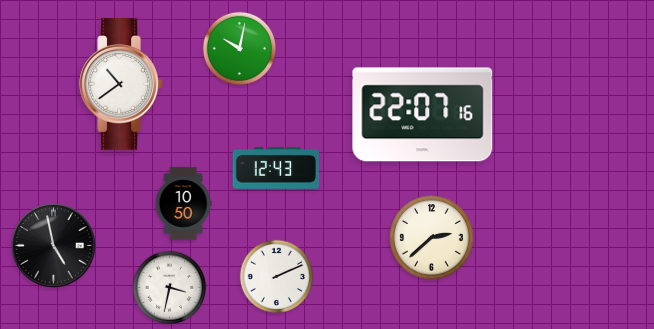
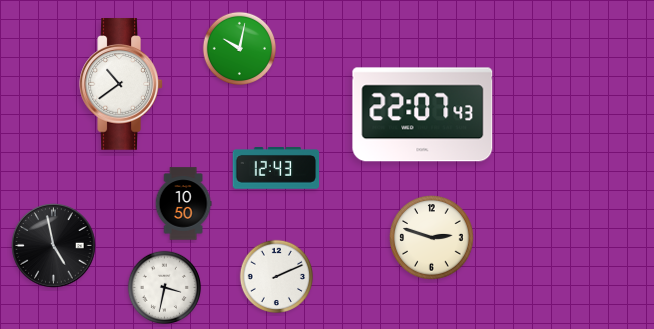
clock at (423, 115): 22:07:16 -> 22:07:43
clock at (432, 238): 2:38 -> 2:48
clock at (169, 287) position: (169, 287) -> (164, 287)
